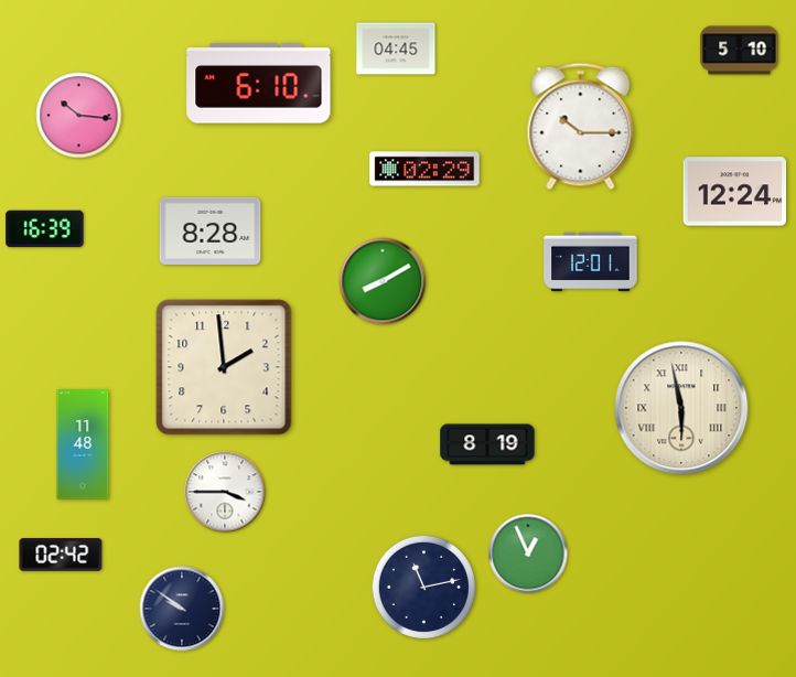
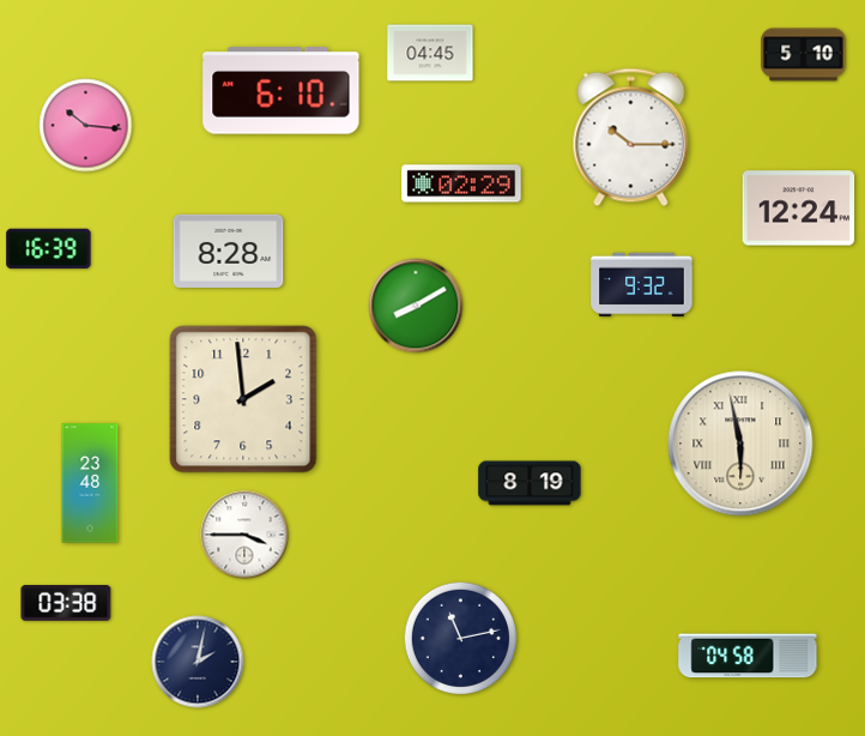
clock at (591, 262): 12:01 -> 9:32
clock at (83, 444): 11:48 -> 23:48
clock at (528, 554): 12:56 -> none
clock at (61, 555): 02:42 -> 03:38
clock at (748, 656): none -> 04:58
clock at (182, 609): 9:51 -> 2:02
